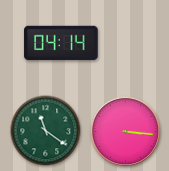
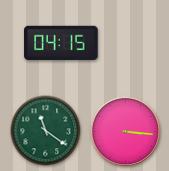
clock at (61, 43): 04:14 -> 04:15
